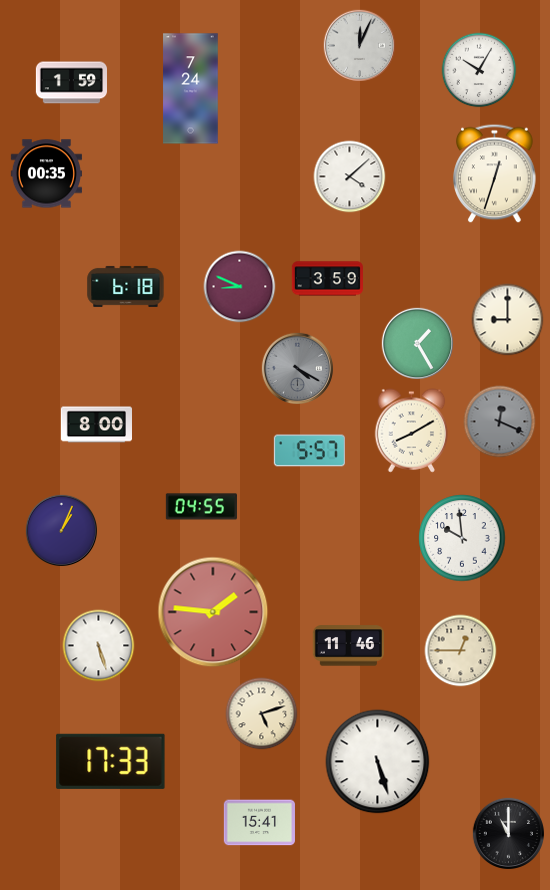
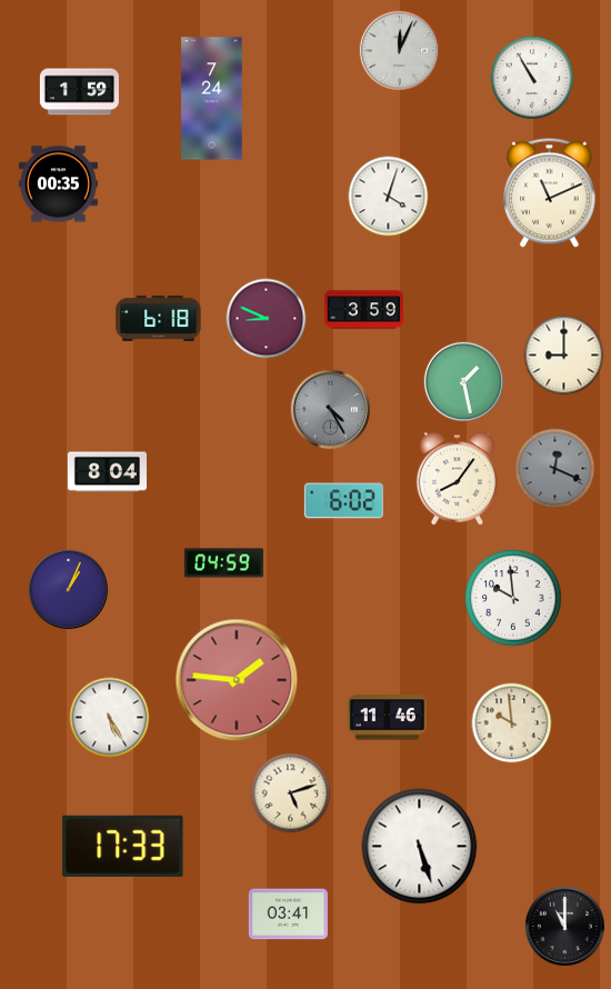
clock at (479, 70): 10:05 -> 10:55
clock at (46, 174) position: (46, 174) -> (58, 184)
clock at (495, 174): 12:33 -> 11:11
clock at (350, 177): 4:08 -> 4:03
clock at (126, 286) position: (126, 286) -> (159, 318)
clock at (417, 343): 1:25 -> 1:28
clock at (297, 368): 4:20 -> 4:25
clock at (96, 425): 8:00 -> 8:04
clock at (412, 431): 8:10 -> 8:06
clock at (309, 451): 5:57 -> 6:02
clock at (201, 507): 04:55 -> 04:59
clock at (99, 646): 5:27 -> 5:25
clock at (461, 651): 12:45 -> 9:59
clock at (259, 823): 15:41 -> 03:41
